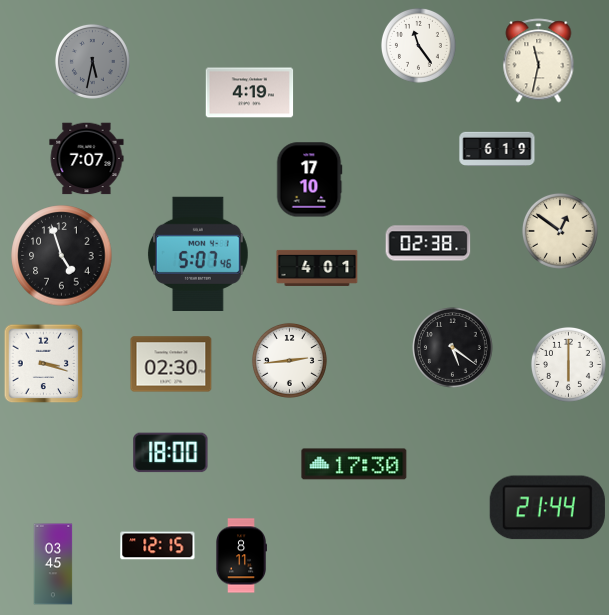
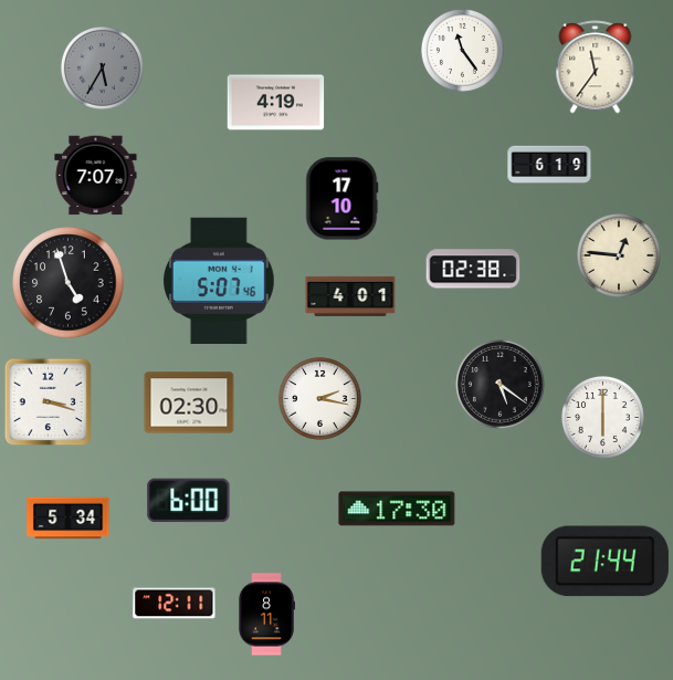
clock at (92, 61): 5:32 -> 5:35
clock at (539, 61): 11:32 -> 11:36
clock at (560, 231): 12:51 -> 12:46
clock at (289, 360): 2:44 -> 2:17
clock at (568, 364) position: (568, 364) -> (602, 417)
clock at (171, 453): 18:00 -> 6:00
clock at (354, 464) position: (354, 464) -> (397, 509)
clock at (69, 519): none -> 5:34
clock at (158, 546): 12:15 -> 12:11
clock at (53, 564): 03:45 -> none
